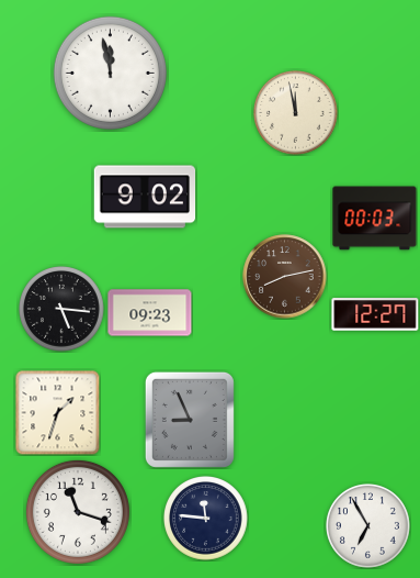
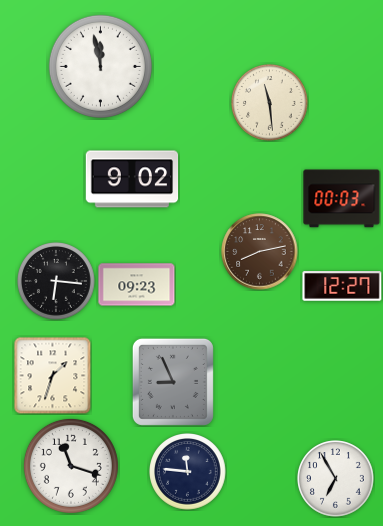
clock at (296, 113): 11:58 -> 11:29
clock at (63, 310): 5:16 -> 6:16
